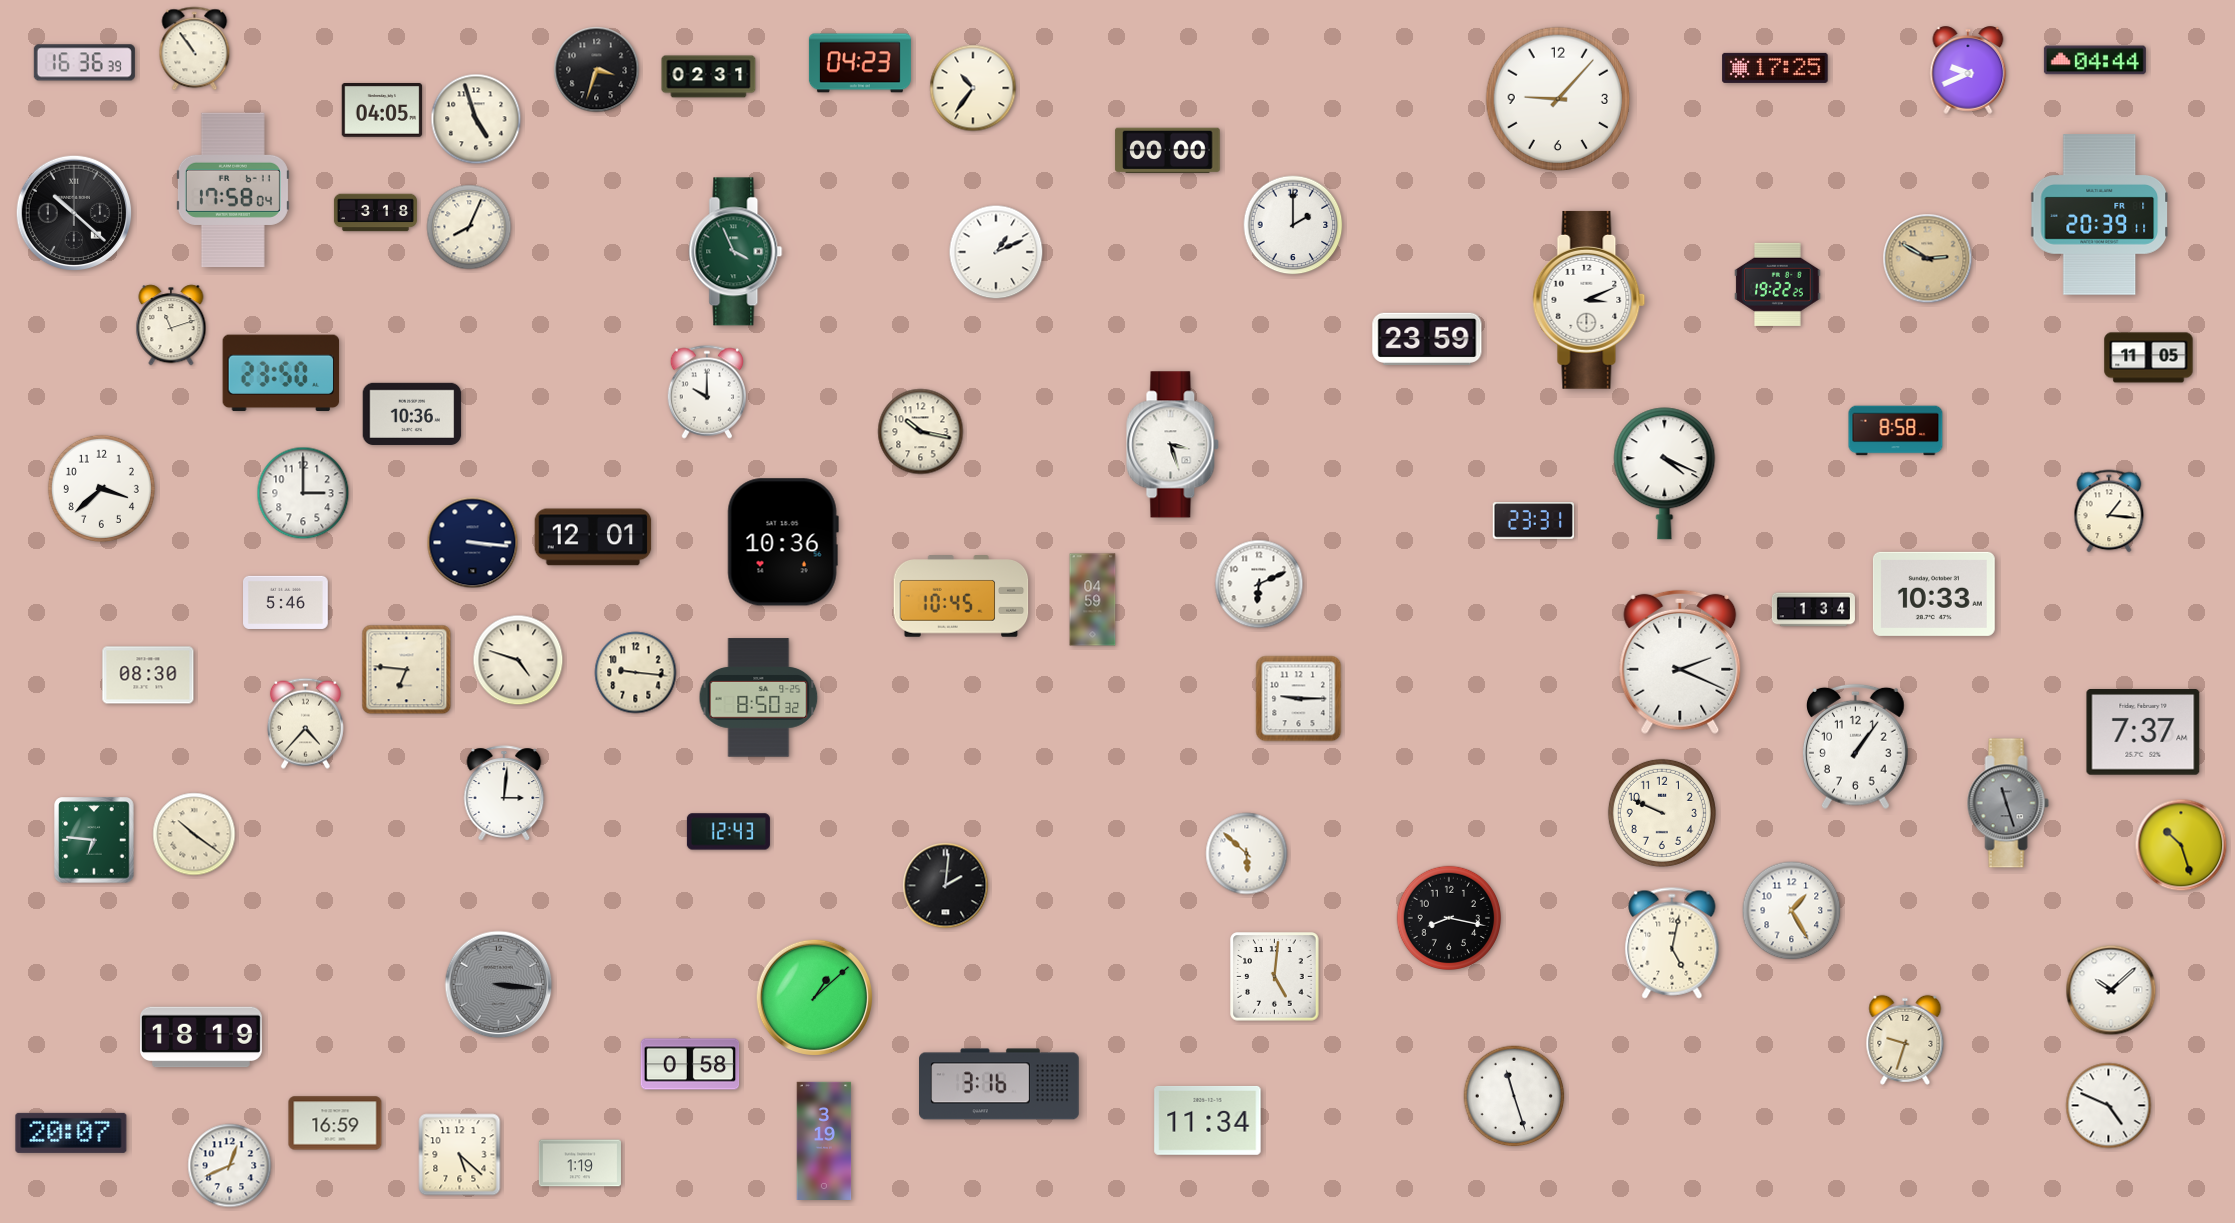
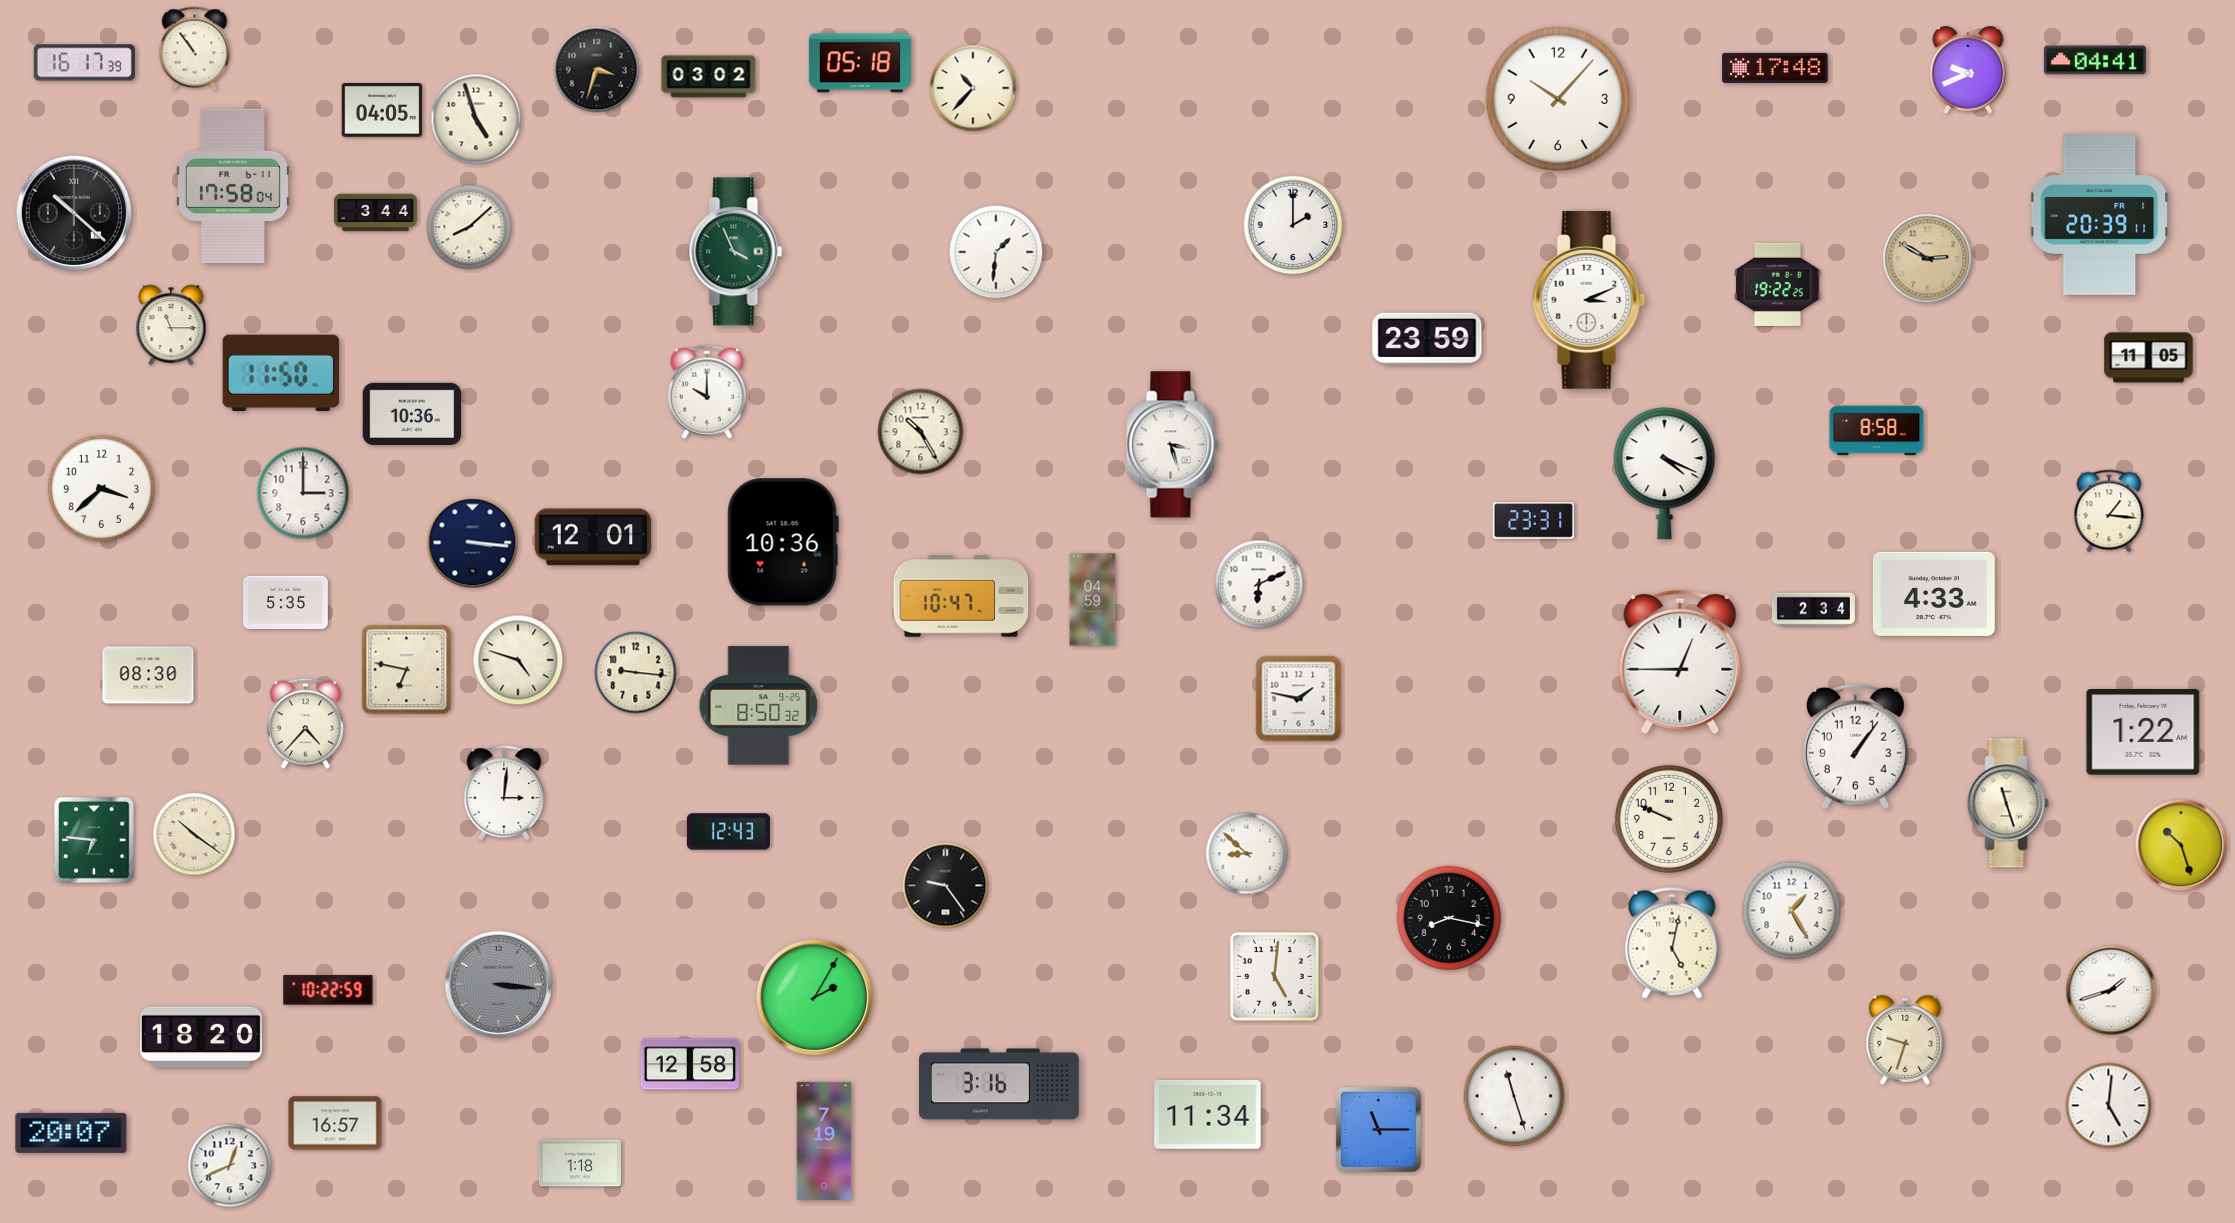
clock at (2095, 60): 04:44 -> 04:41
clock at (84, 63): 16:36 -> 16:17
clock at (860, 63): 04:23 -> 05:18
clock at (1775, 68): 17:25 -> 17:48
clock at (709, 77): 02:31 -> 03:02
clock at (973, 88): 10:36 -> 10:37
clock at (1558, 99): 9:07 -> 10:07
clock at (1168, 151): 00:00 -> none
clock at (233, 190) position: (233, 190) -> (233, 186)
clock at (375, 213): 3:18 -> 3:44
clock at (469, 227): 8:04 -> 8:08
clock at (996, 252): 1:11 -> 1:31
clock at (171, 325): 11:12 -> 11:15
clock at (281, 373): 23:50 -> 11:50
clock at (1896, 431) position: (1896, 431) -> (1877, 431)
clock at (921, 432): 10:17 -> 10:25
clock at (1934, 594): 10:33 -> 4:33
clock at (961, 596): 10:45 -> 10:47
clock at (286, 602): 5:46 -> 5:35
clock at (1813, 610): 1:34 -> 2:34
clock at (1680, 662): 2:19 -> 12:45
clock at (407, 670): 6:46 -> 6:47
clock at (759, 698) position: (759, 698) -> (759, 706)
clock at (1299, 699): 9:15 -> 1:47
clock at (2143, 733): 7:37 -> 1:22
clock at (2008, 803) dial: grey -> cream
clock at (1662, 813) position: (1662, 813) -> (1669, 819)
clock at (1247, 854): 5:52 -> 8:52
clock at (946, 886): 2:01 -> 9:24
clock at (328, 990): none -> 10:22
clock at (2111, 990): 10:08 -> 1:42
clock at (814, 997): 1:08 -> 2:05
clock at (202, 1037): 18:19 -> 18:20
clock at (690, 1064): 0:58 -> 12:58
clock at (2109, 1106): 4:49 -> 5:01
clock at (1208, 1121) position: (1208, 1121) -> (1208, 1115)
clock at (335, 1123): 16:59 -> 16:57
clock at (1378, 1129): none -> 11:15
clock at (824, 1140): 3:19 -> 7:19
clock at (460, 1155): 5:22 -> none
clock at (580, 1163): 1:19 -> 1:18
